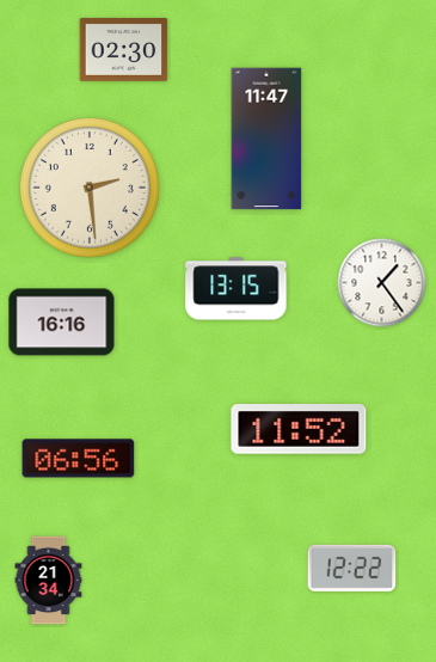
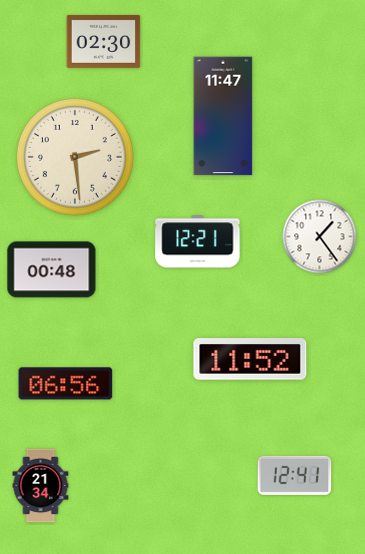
clock at (237, 289): 13:15 -> 12:21
clock at (62, 323): 16:16 -> 00:48
clock at (352, 568): 12:22 -> 12:41
